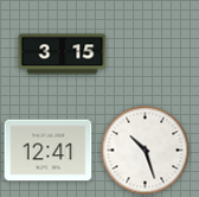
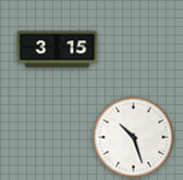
clock at (49, 151): 12:41 -> none
